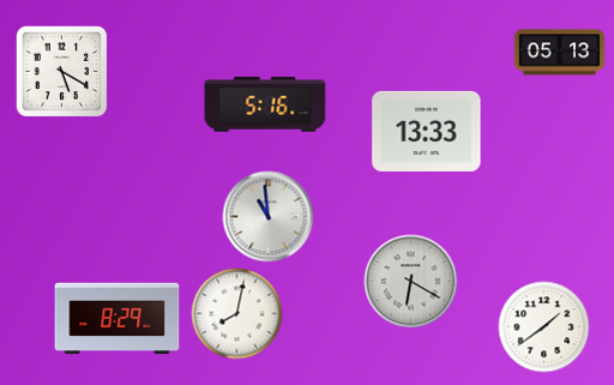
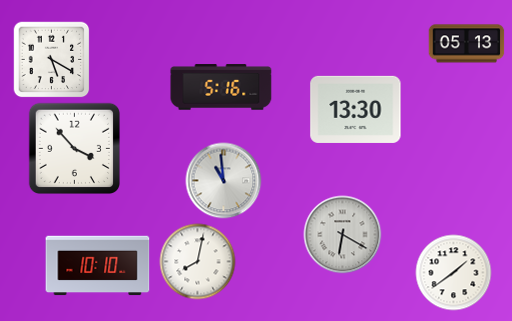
clock at (427, 131): 13:33 -> 13:30
clock at (74, 148): none -> 3:53
clock at (118, 319): 8:29 -> 10:10
